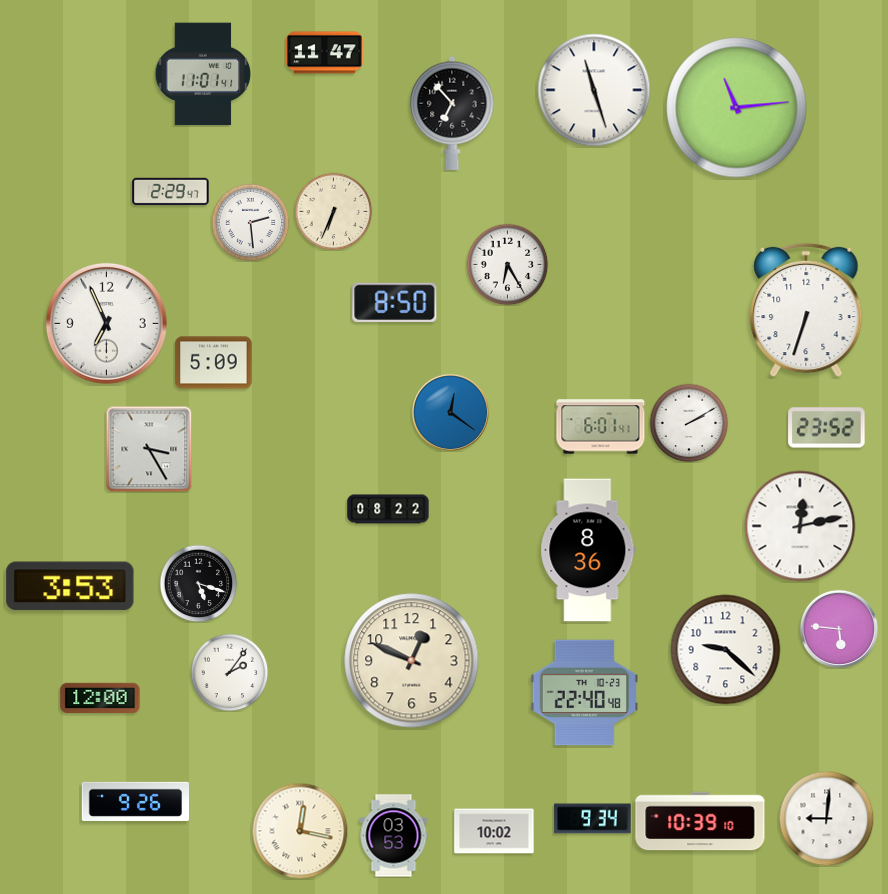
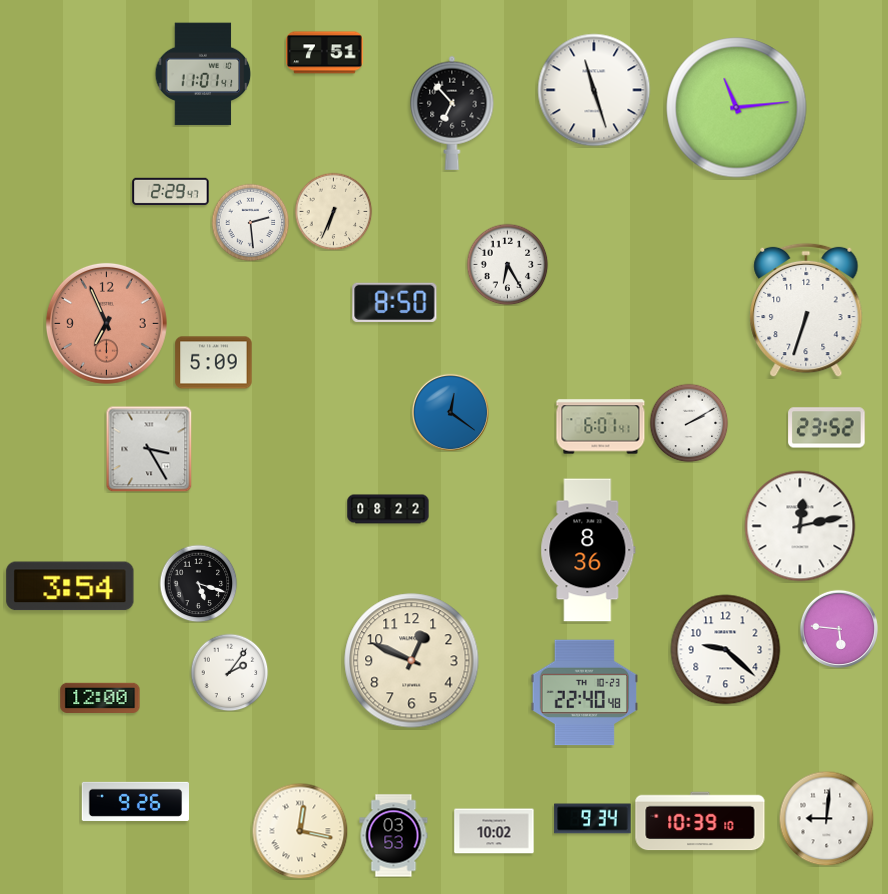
clock at (325, 53): 11:47 -> 7:51
clock at (106, 323) dial: white -> salmon
clock at (70, 586): 3:53 -> 3:54
